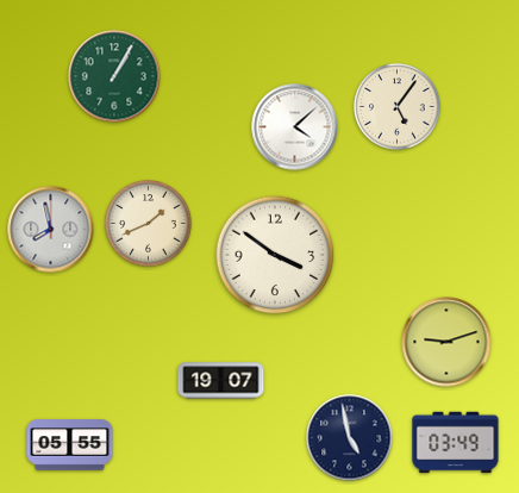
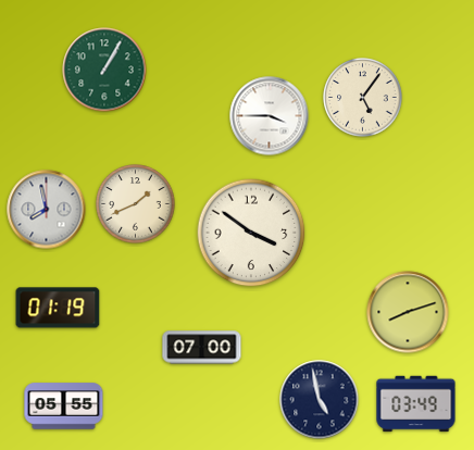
clock at (295, 127): 4:08 -> 3:45
clock at (58, 308): none -> 01:19
clock at (446, 342): 9:12 -> 8:12
clock at (221, 381): 19:07 -> 07:00
